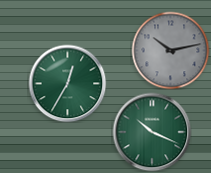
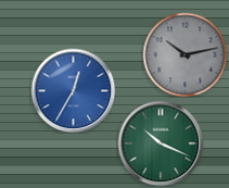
clock at (67, 83) dial: green -> blue
clock at (152, 132) position: (152, 132) -> (161, 143)
